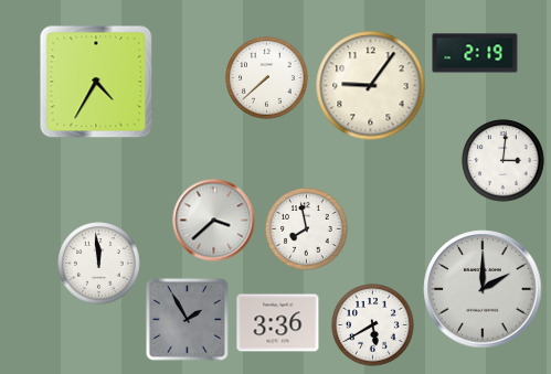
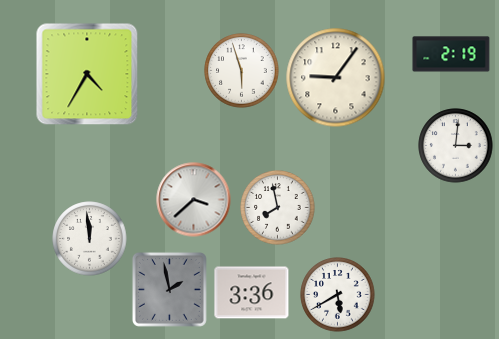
clock at (475, 53) position: (475, 53) -> (451, 54)
clock at (267, 78): 7:38 -> 5:57
clock at (483, 289): 2:00 -> none
clock at (187, 319): 1:55 -> 1:58
